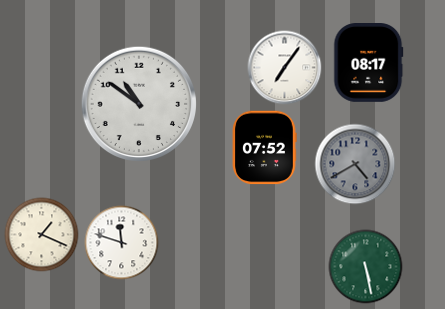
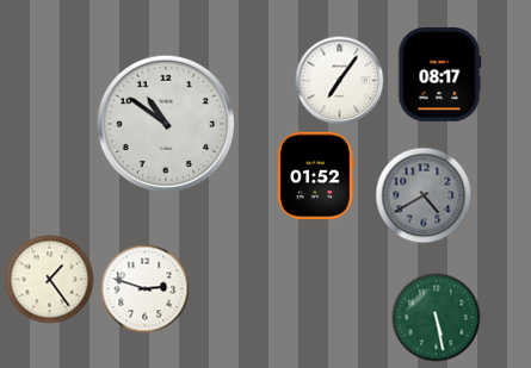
clock at (264, 148): 07:52 -> 01:52
clock at (42, 235): 1:19 -> 1:24
clock at (122, 243): 11:48 -> 2:48
